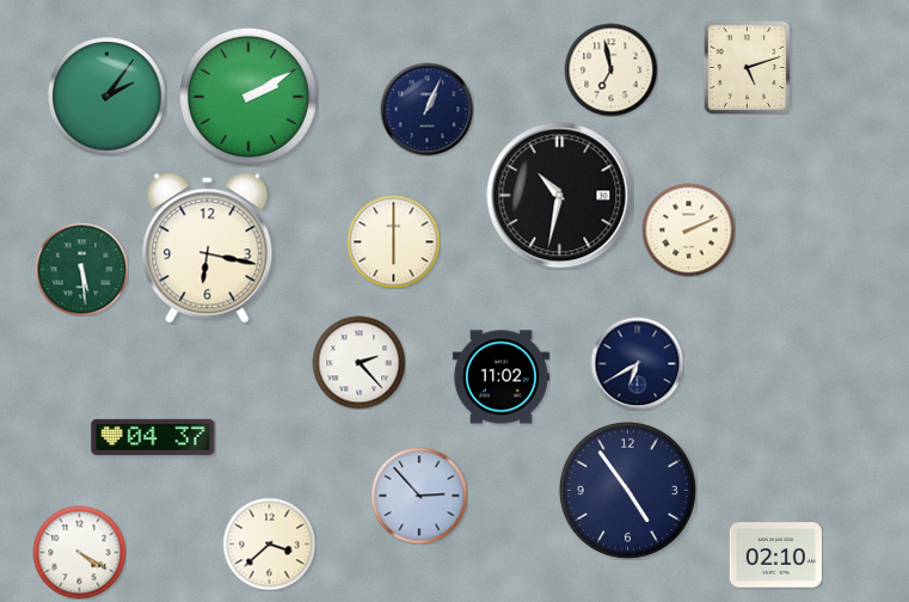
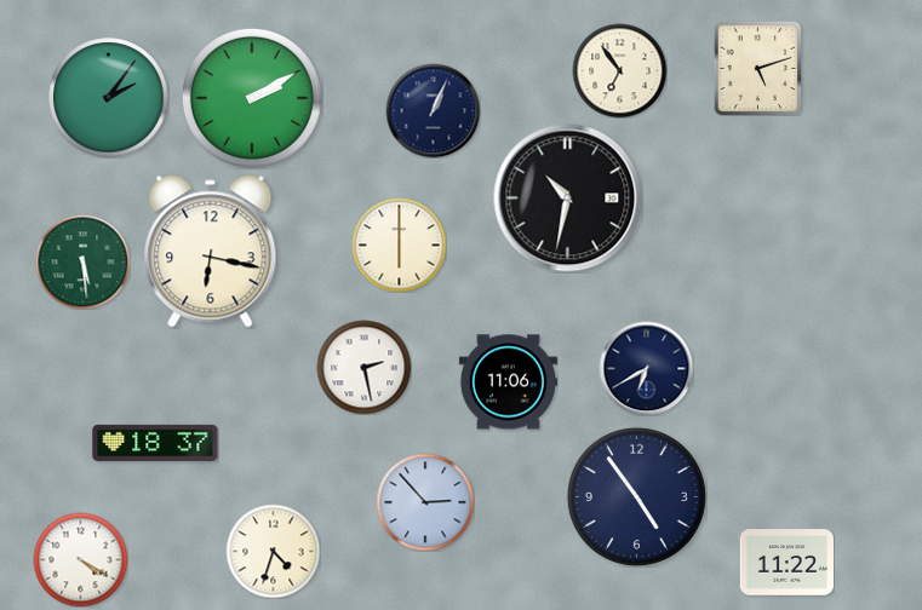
clock at (610, 69): 6:58 -> 6:54
clock at (688, 229): 2:11 -> none
clock at (81, 269) position: (81, 269) -> (82, 261)
clock at (358, 362): 2:23 -> 2:28
clock at (500, 377): 11:02 -> 11:06
clock at (153, 437): 04:37 -> 18:37
clock at (269, 543): 3:38 -> 4:33
clock at (775, 555): 02:10 -> 11:22
